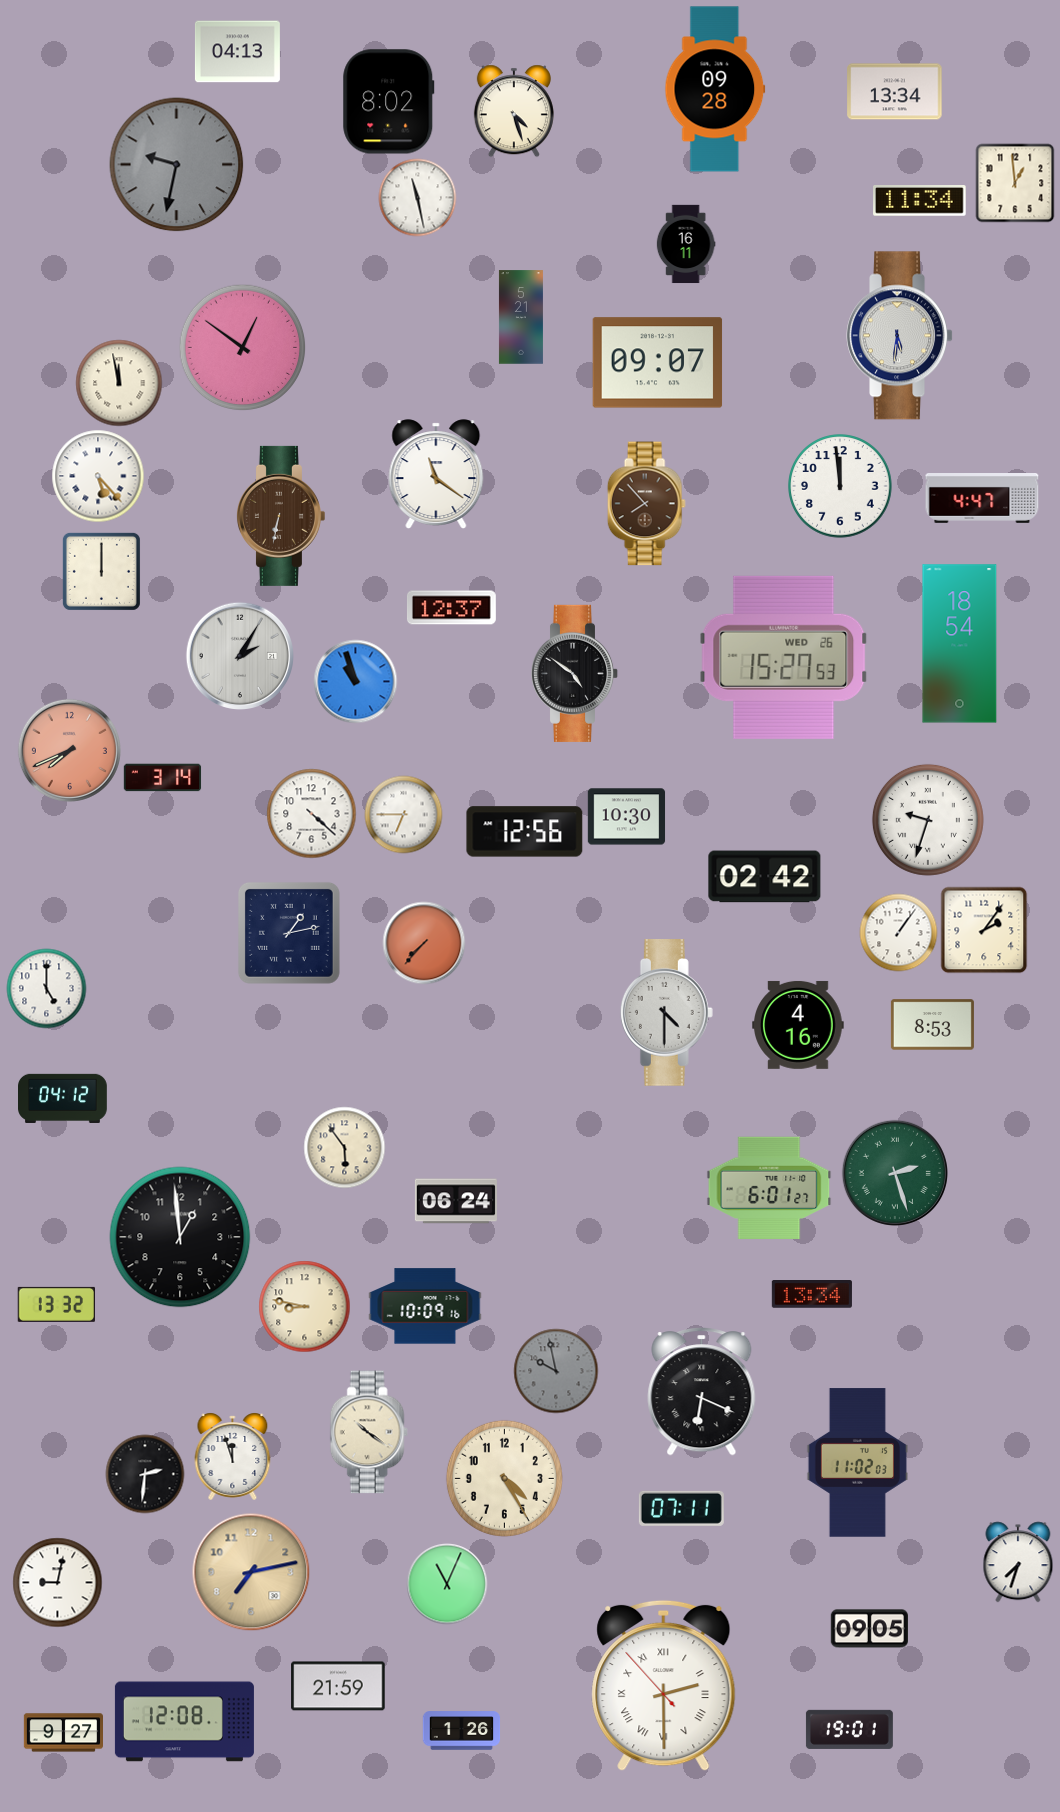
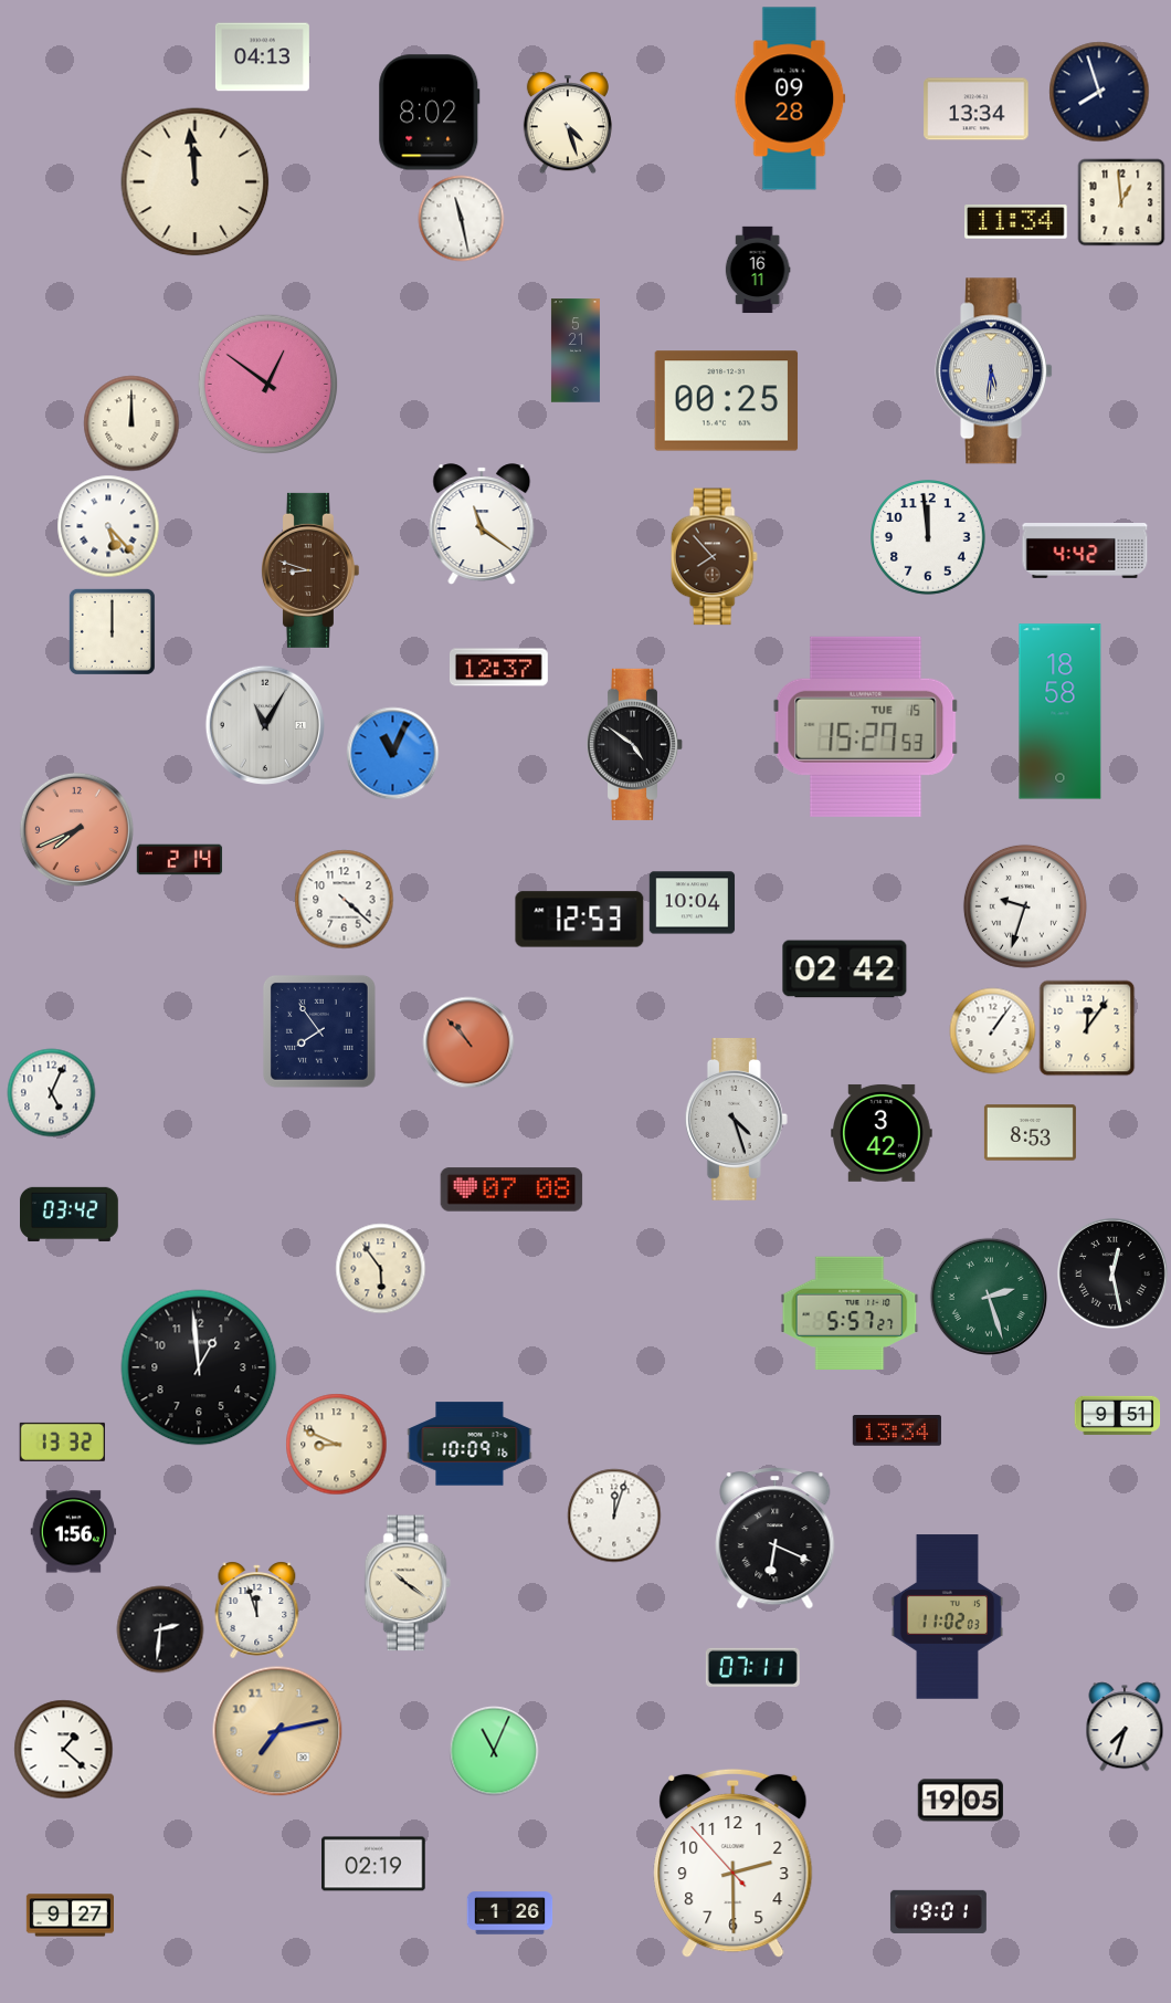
clock at (1099, 92): none -> 7:57
clock at (895, 92) position: (895, 92) -> (977, 109)
clock at (177, 165): 9:32 -> 11:59
clock at (177, 165) dial: grey -> cream
clock at (658, 363): 09:07 -> 00:25
clock at (119, 383): 11:58 -> 12:00
clock at (982, 499): 4:47 -> 4:42
clock at (280, 516): 6:32 -> 8:48
clock at (452, 608) position: (452, 608) -> (499, 668)
clock at (960, 644): 18:54 -> 18:58
clock at (239, 655): 2:05 -> 11:05
clock at (784, 657) date: WED 26 -> TUE 15
clock at (355, 681): 10:57 -> 11:04
clock at (162, 778): 3:14 -> 2:14
clock at (403, 814): 6:45 -> none
clock at (626, 817): 10:30 -> 10:04
clock at (525, 832): 12:56 -> 12:53
clock at (984, 930): 2:06 -> 12:06
clock at (289, 933): 1:13 -> 7:54
clock at (424, 943): 7:37 -> 10:53
clock at (46, 988): 5:00 -> 5:04
clock at (666, 1013): 4:30 -> 4:27
clock at (798, 1025): 4:16 -> 3:42
clock at (511, 1189): none -> 07:08
clock at (63, 1098): 04:12 -> 03:42
clock at (1112, 1273): none -> 12:28
clock at (769, 1188): 6:01 -> 5:57
clock at (456, 1201): 06:24 -> none
clock at (1117, 1415): none -> 9:51
clock at (304, 1306): 8:47 -> 8:49
clock at (556, 1371): 9:58 -> 12:03
clock at (556, 1371) dial: grey -> white
clock at (73, 1532): none -> 1:56
clock at (504, 1478): 4:25 -> none
clock at (251, 1572) position: (251, 1572) -> (277, 1731)
clock at (57, 1582): 9:02 -> 1:22
clock at (869, 1629): 09:05 -> 19:05
clock at (338, 1686): 21:59 -> 02:19
clock at (664, 1686) numerals: Roman -> Arabic
clock at (184, 1722): 12:08 -> none
